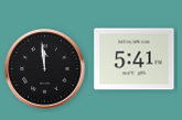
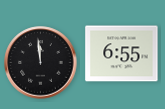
clock at (135, 59): 5:41 -> 6:55
